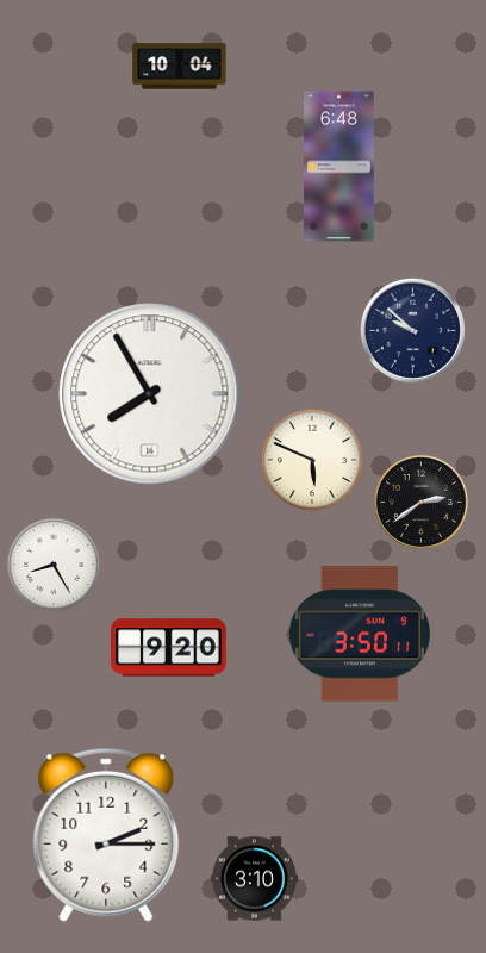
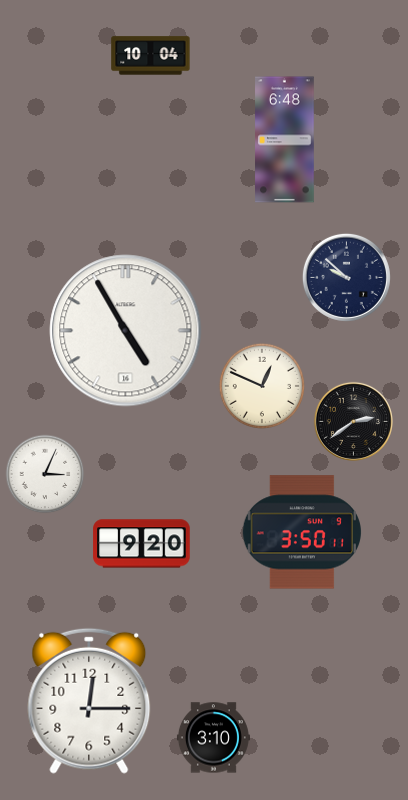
clock at (150, 394): 7:55 -> 4:55
clock at (312, 460): 5:49 -> 12:49
clock at (54, 565): 8:25 -> 3:04
clock at (106, 835): 2:15 -> 12:15
